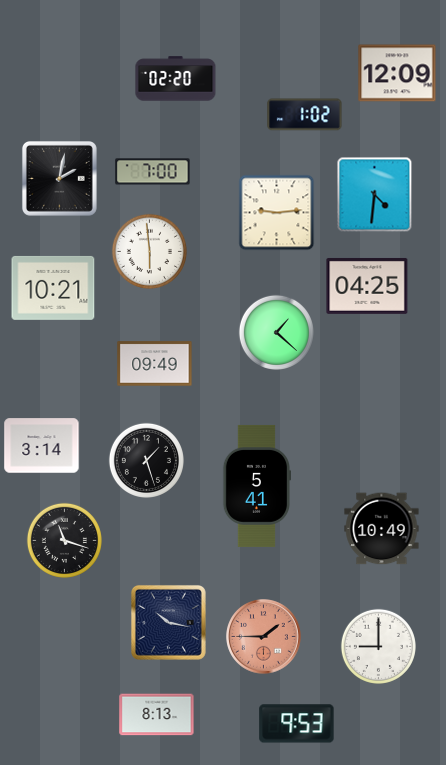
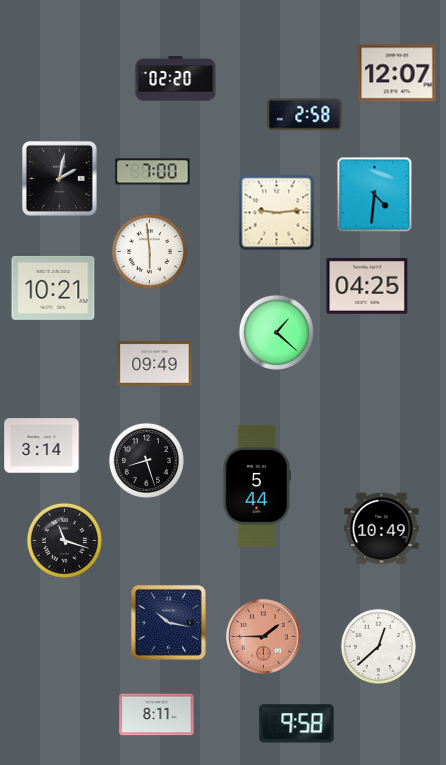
clock at (397, 73): 12:09 -> 12:07
clock at (305, 115): 1:02 -> 2:58
clock at (146, 460): 1:27 -> 8:27
clock at (256, 486): 5:41 -> 5:44
clock at (378, 646): 9:00 -> 12:38
clock at (157, 715): 8:13 -> 8:11
clock at (297, 724): 9:53 -> 9:58
